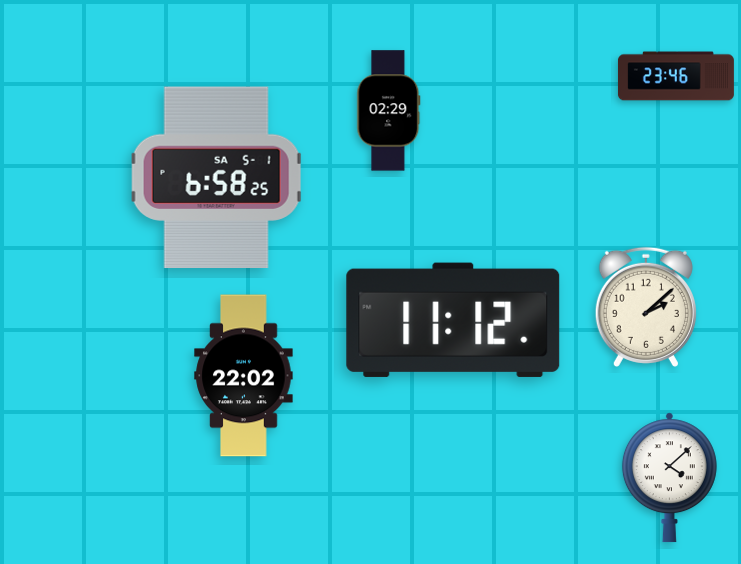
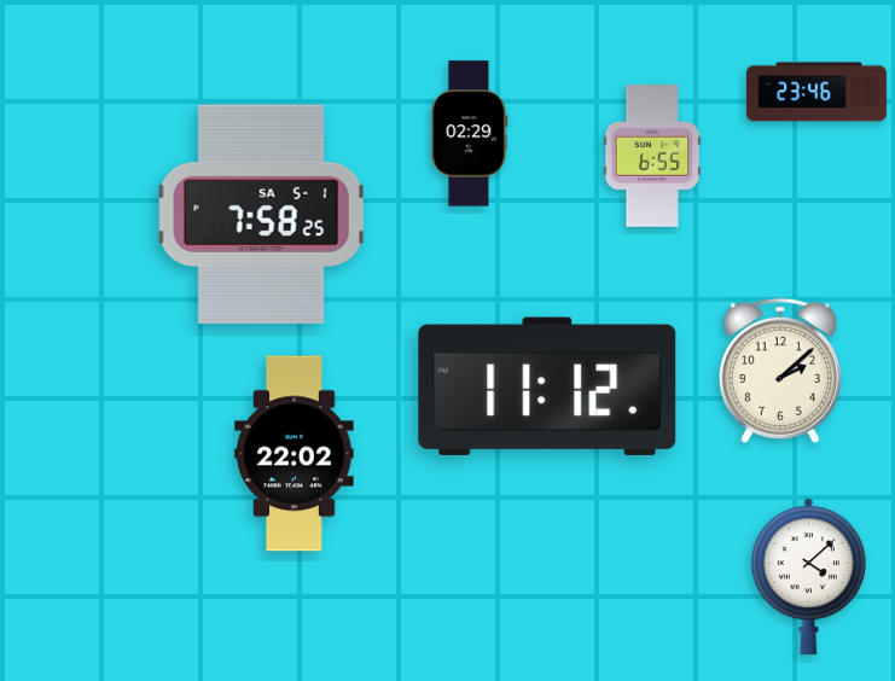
clock at (652, 156): none -> 6:55
clock at (217, 178): 6:58 -> 7:58
